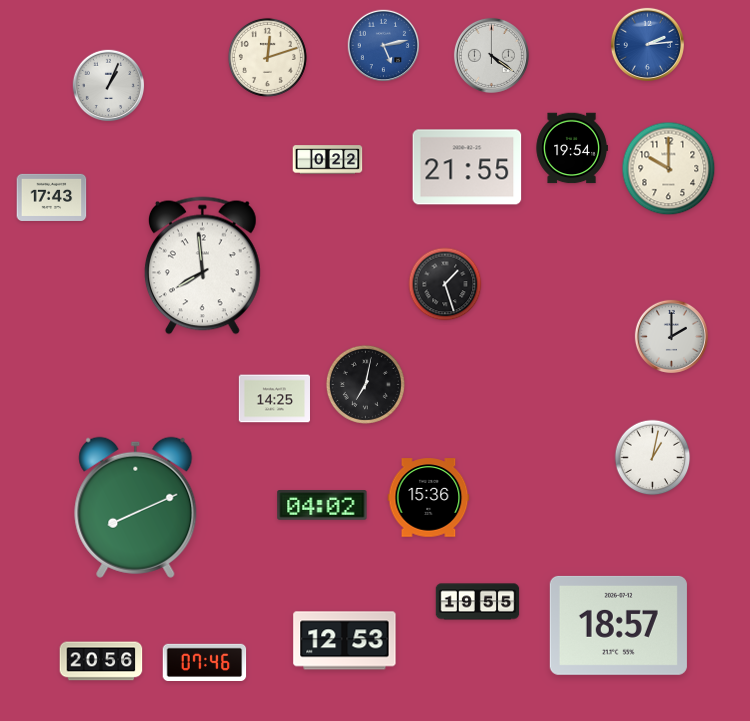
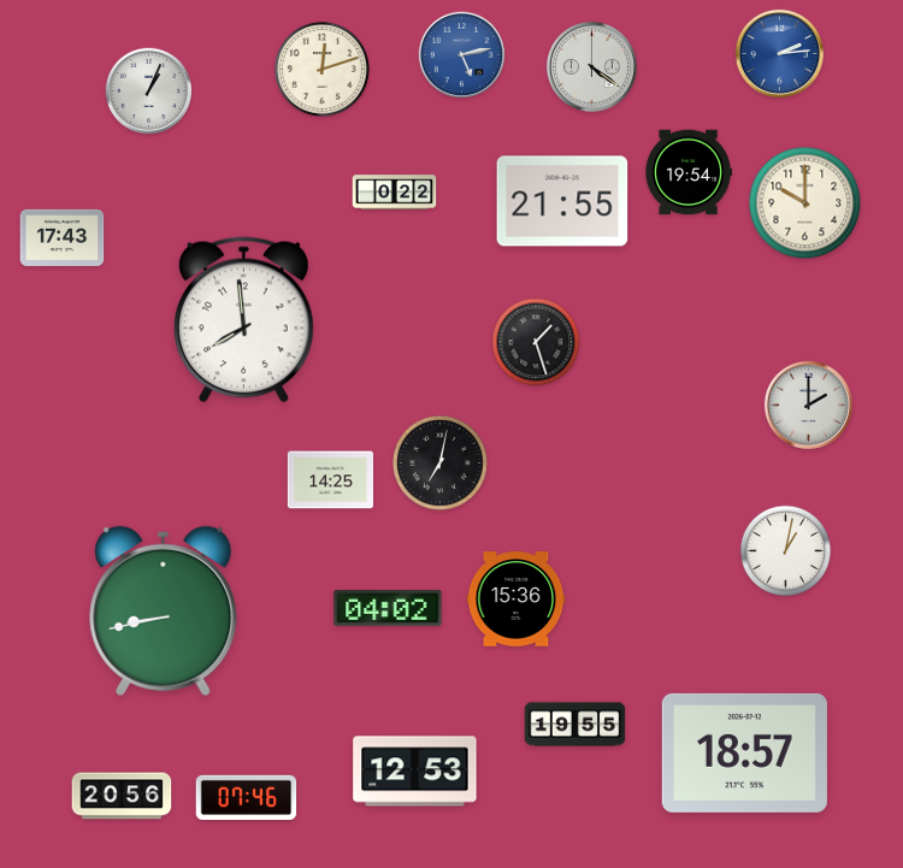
clock at (109, 86) position: (109, 86) -> (149, 91)
clock at (572, 148) position: (572, 148) -> (689, 172)
clock at (136, 507): 8:11 -> 8:43
